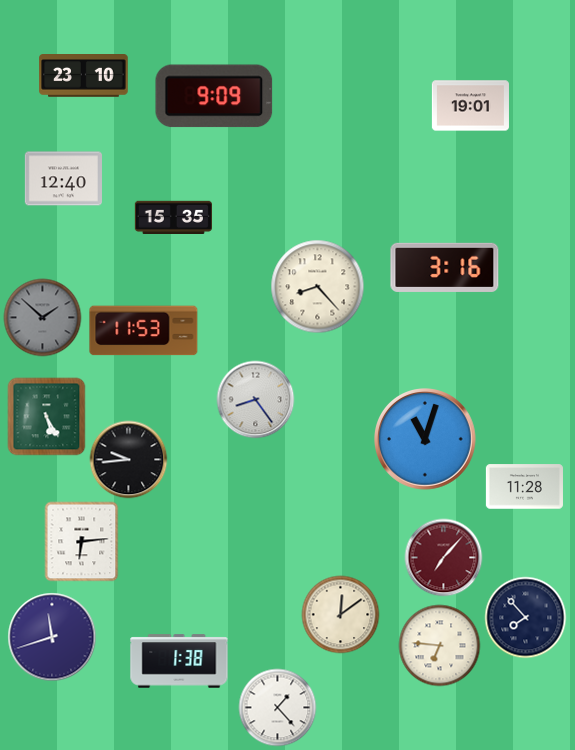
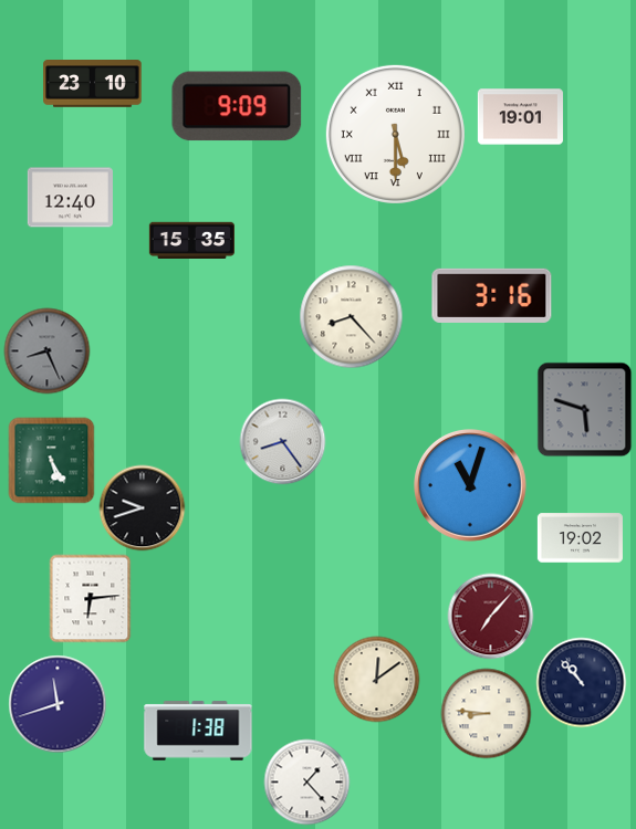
clock at (395, 134): none -> 5:30
clock at (42, 317): 1:52 -> 8:26
clock at (144, 331): 11:53 -> none
clock at (584, 409): none -> 5:48
clock at (128, 459): 9:44 -> 9:42
clock at (524, 487): 11:28 -> 19:02
clock at (525, 617): 7:53 -> 10:53
clock at (439, 645): 6:46 -> 8:46
